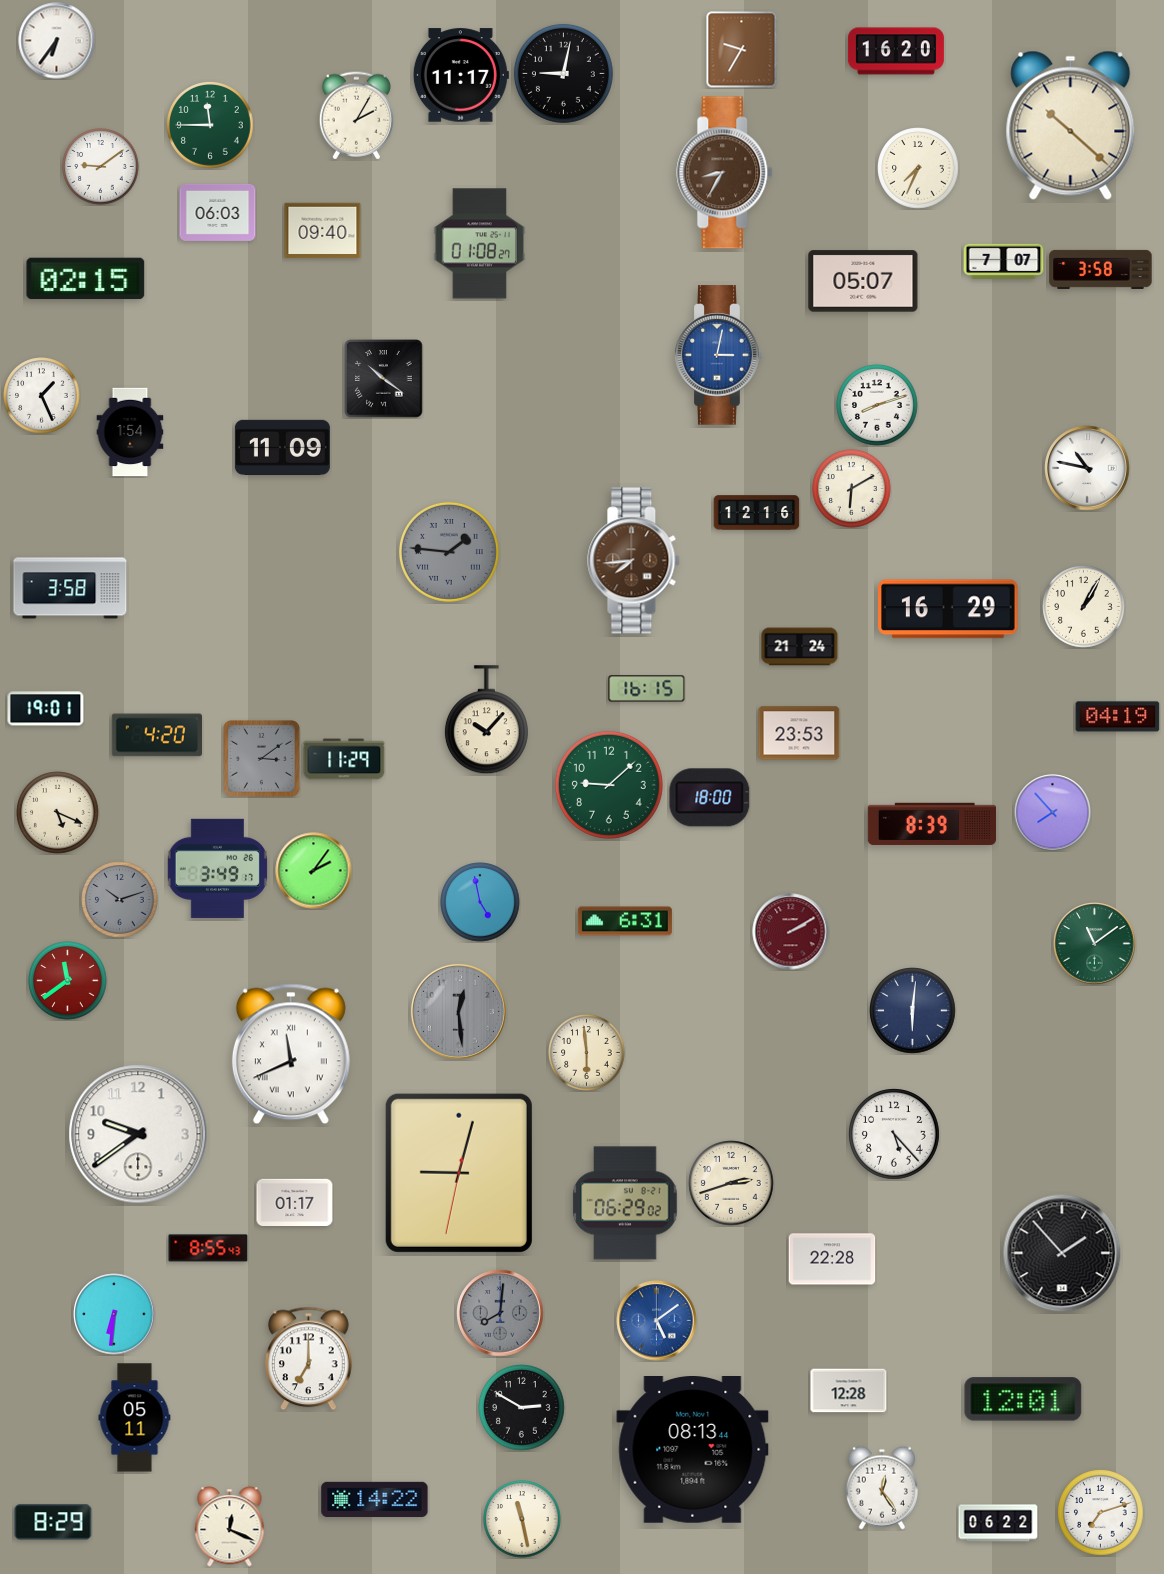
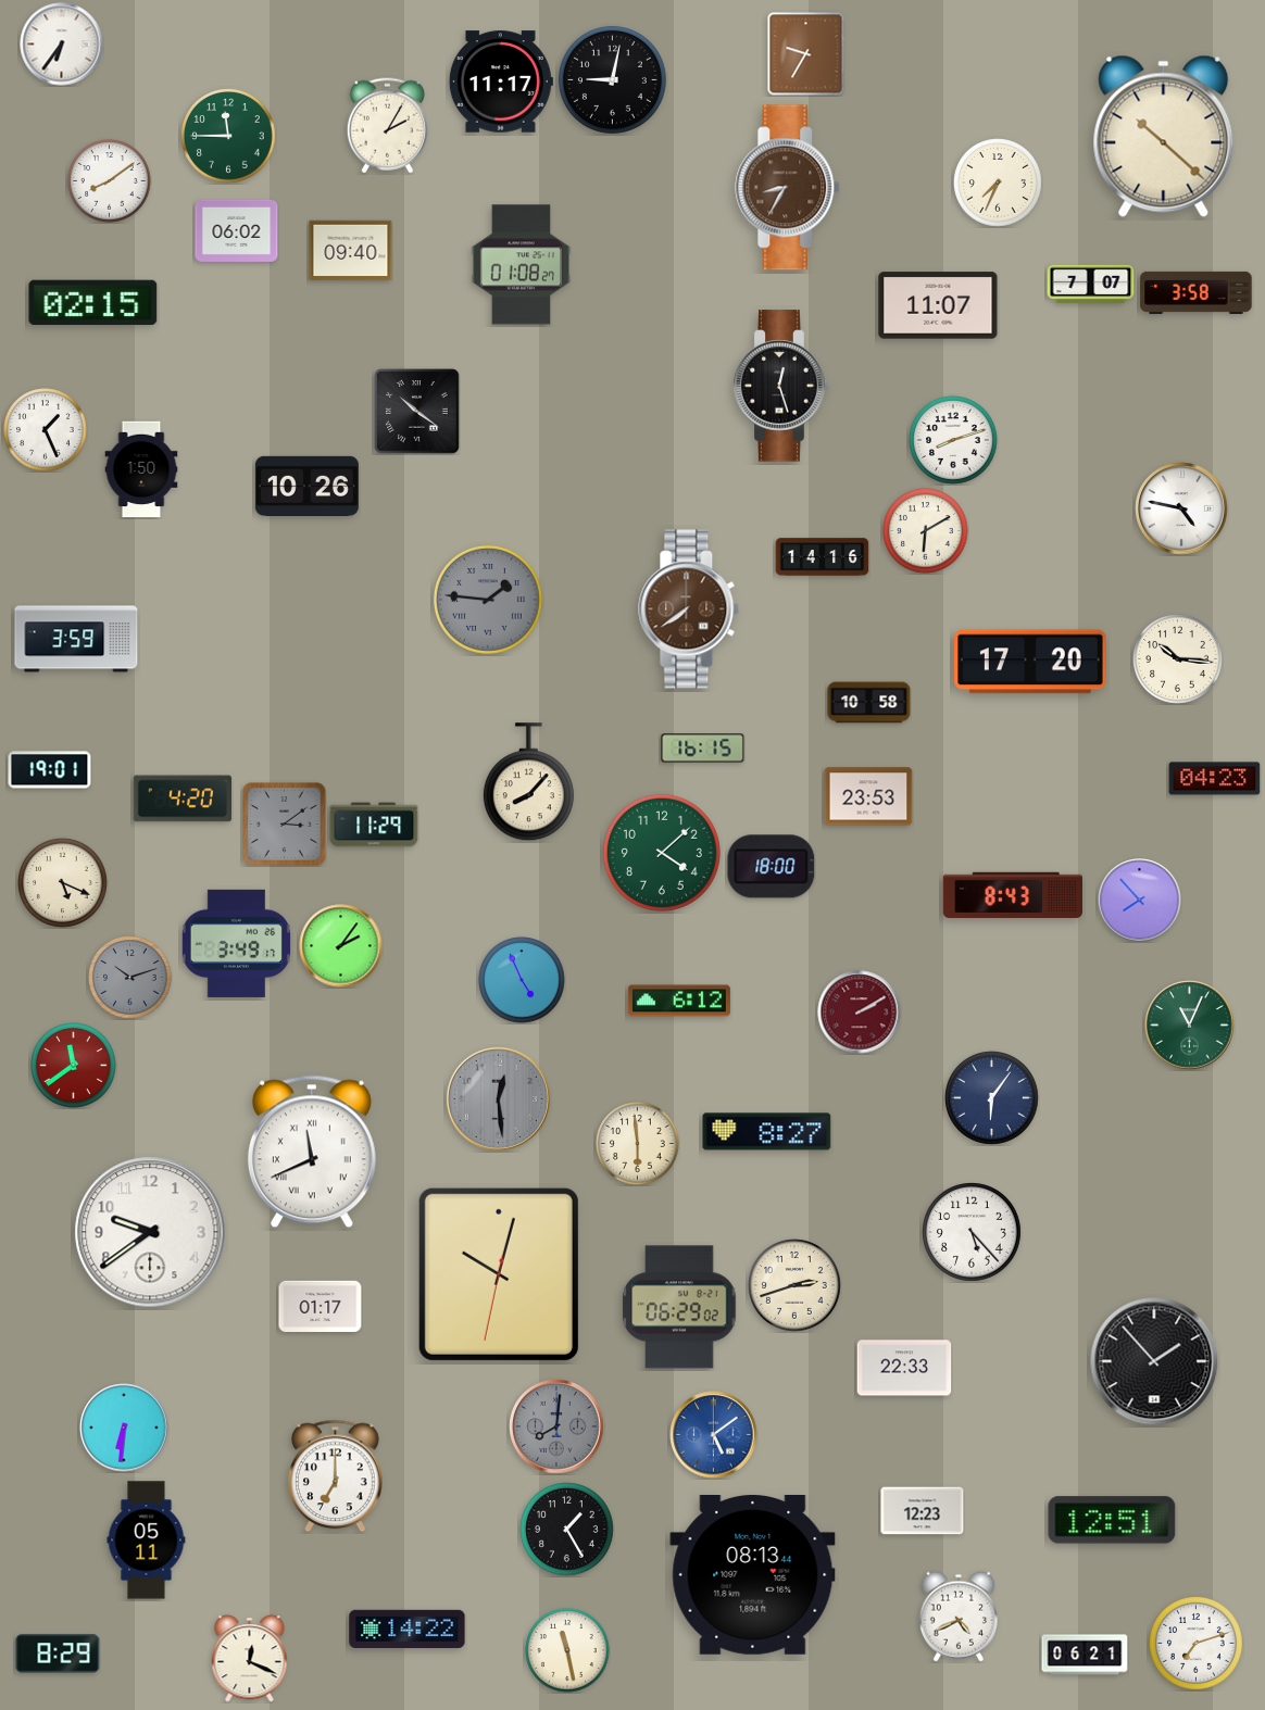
clock at (896, 51): 16:20 -> none
clock at (101, 167): 9:09 -> 8:09
clock at (218, 212): 06:03 -> 06:02
clock at (863, 281): 05:07 -> 11:07
clock at (719, 355): 3:02 -> 12:27
clock at (719, 355) dial: blue -> black
clock at (130, 432): 1:54 -> 1:50
clock at (282, 447): 11:09 -> 10:26
clock at (1087, 468): 10:47 -> 4:47
clock at (757, 513): 12:16 -> 14:16
clock at (634, 561): 7:44 -> 7:39
clock at (70, 588): 3:58 -> 3:59
clock at (1084, 607): 1:05 -> 10:16
clock at (948, 609): 16:29 -> 17:20
clock at (800, 647): 21:24 -> 10:58
clock at (1118, 717): 04:19 -> 04:23
clock at (486, 720): 10:07 -> 8:07
clock at (156, 735) position: (156, 735) -> (181, 799)
clock at (609, 785): 9:08 -> 4:08
clock at (1053, 813) position: (1053, 813) -> (1140, 901)
clock at (931, 823): 8:39 -> 8:43
clock at (480, 902): 4:58 -> 4:56
clock at (625, 921): 6:31 -> 6:12
clock at (1095, 944): 11:09 -> 11:04
clock at (913, 1011): 6:01 -> 6:06
clock at (767, 1132): none -> 8:27
clock at (291, 1054) position: (291, 1054) -> (312, 1152)
clock at (459, 1173): 9:02 -> 10:02
clock at (208, 1248): 8:55 -> none
clock at (832, 1259): 22:28 -> 22:33
clock at (500, 1313) position: (500, 1313) -> (556, 1426)
clock at (849, 1391): 12:28 -> 12:23
clock at (1023, 1399): 12:01 -> 12:51
clock at (522, 1408): 2:50 -> 1:25
clock at (882, 1488): 12:24 -> 4:41
clock at (998, 1523): 06:22 -> 06:21
